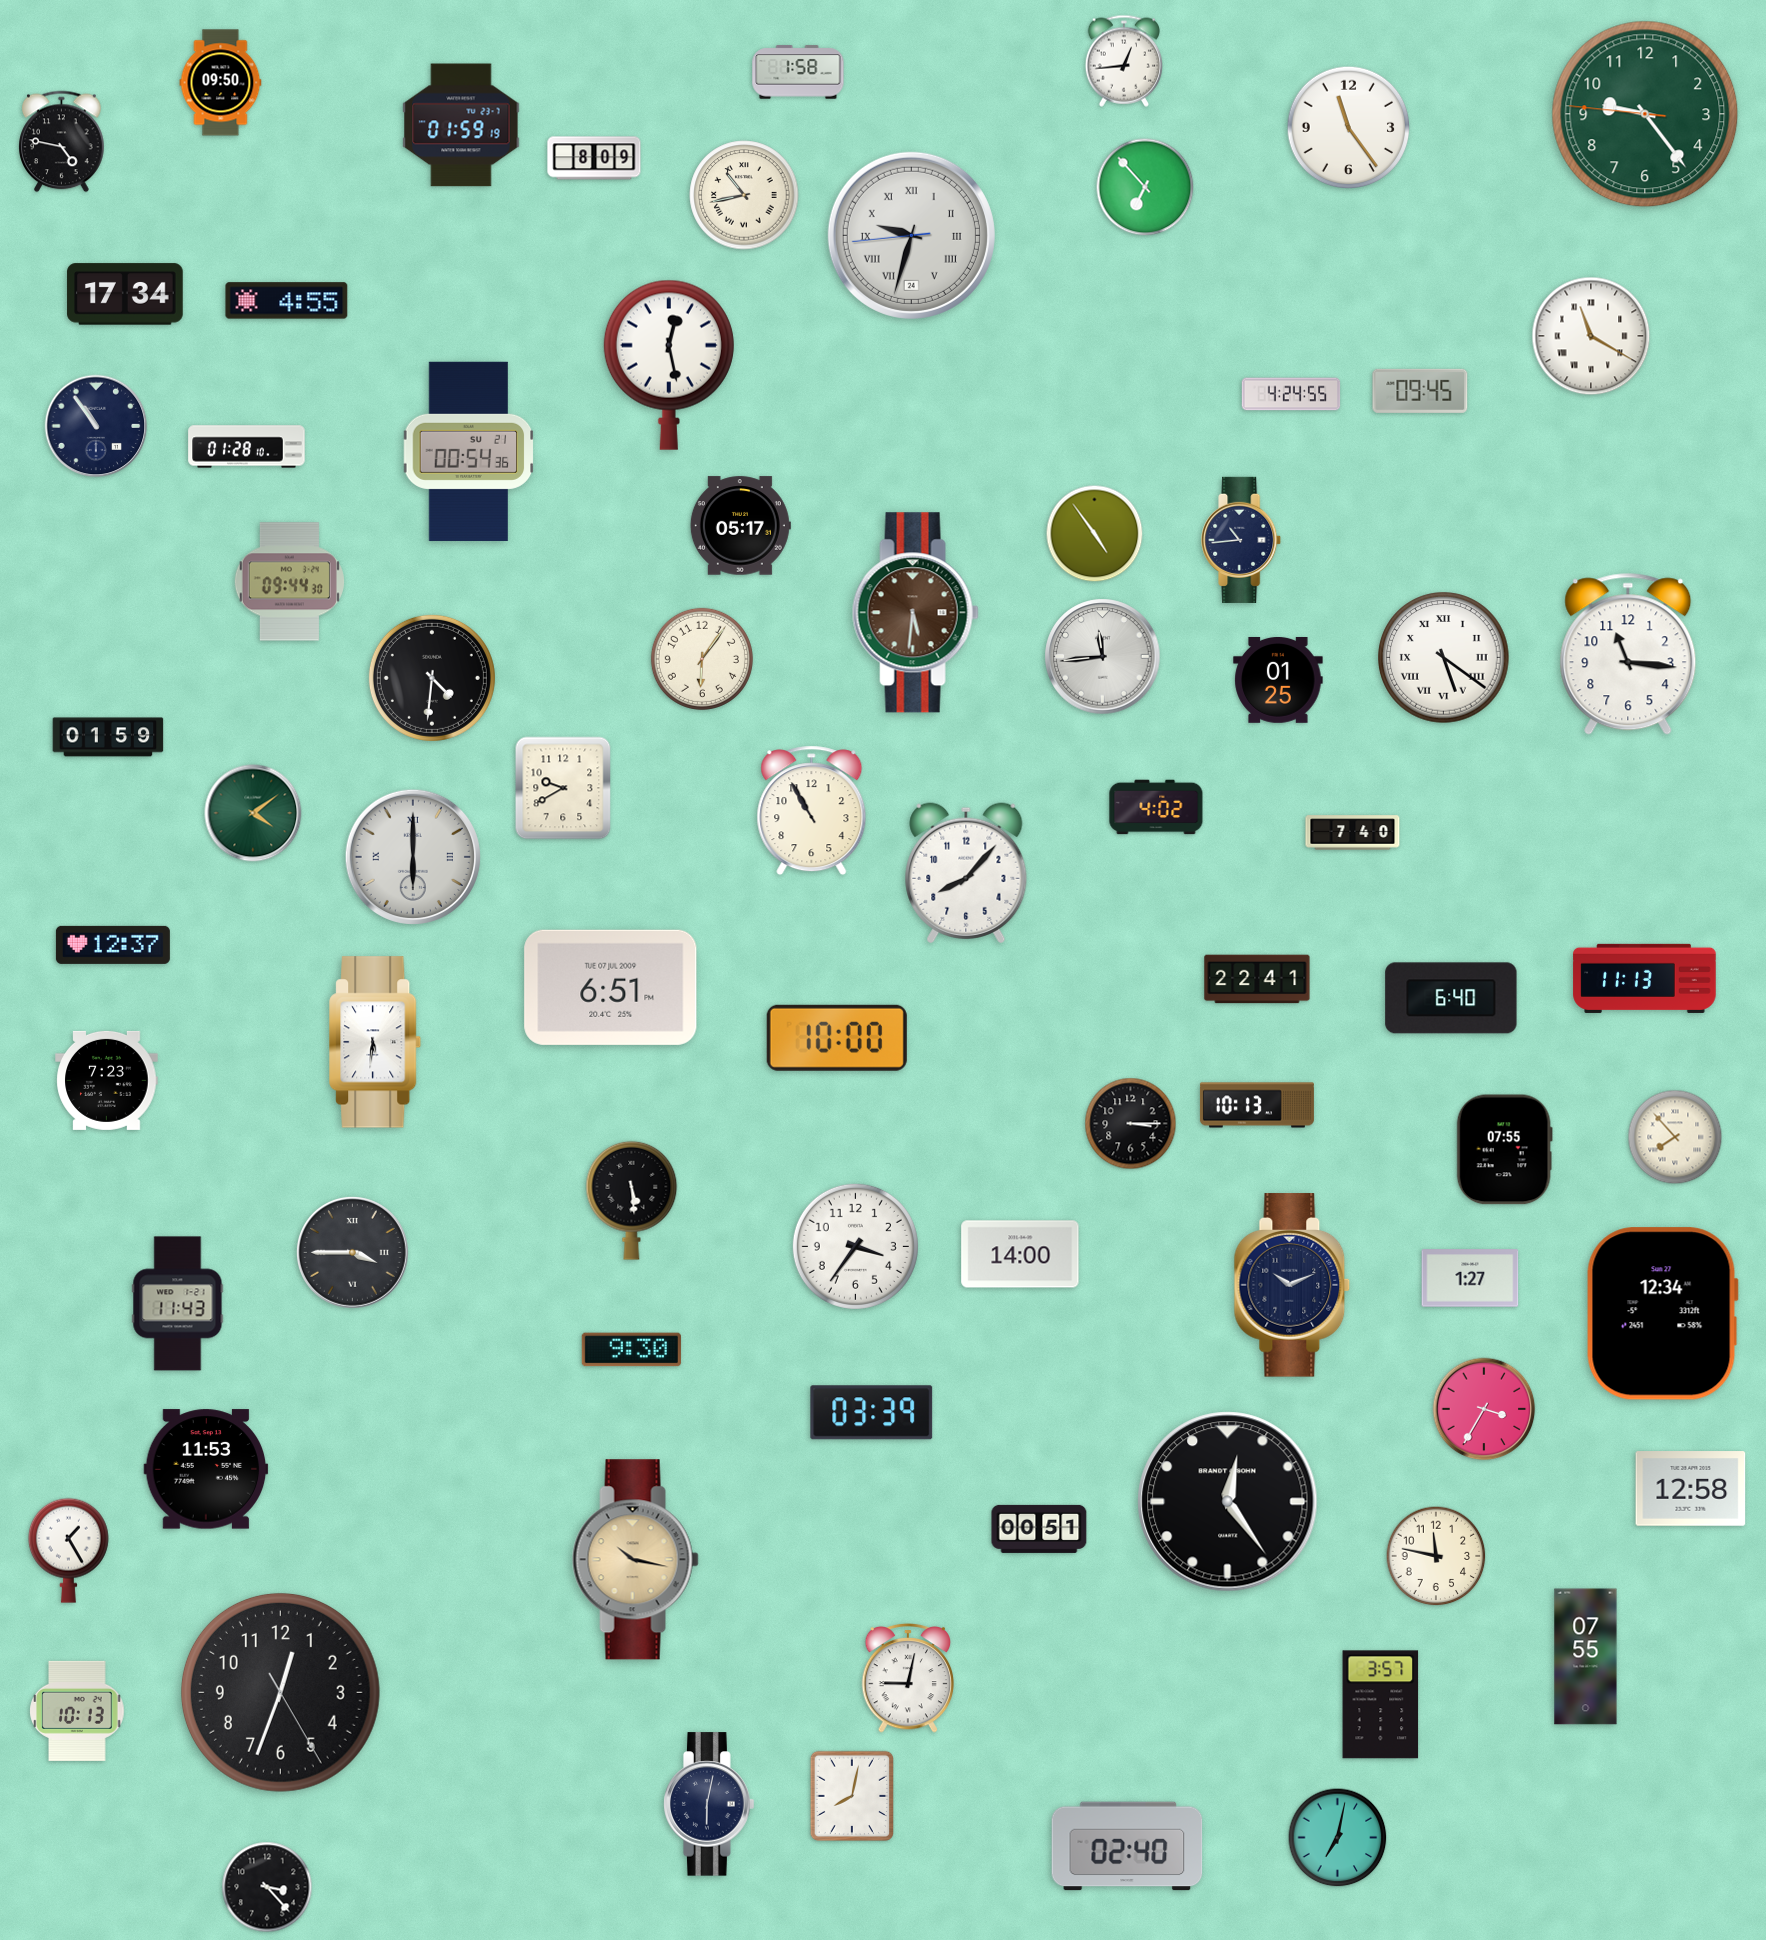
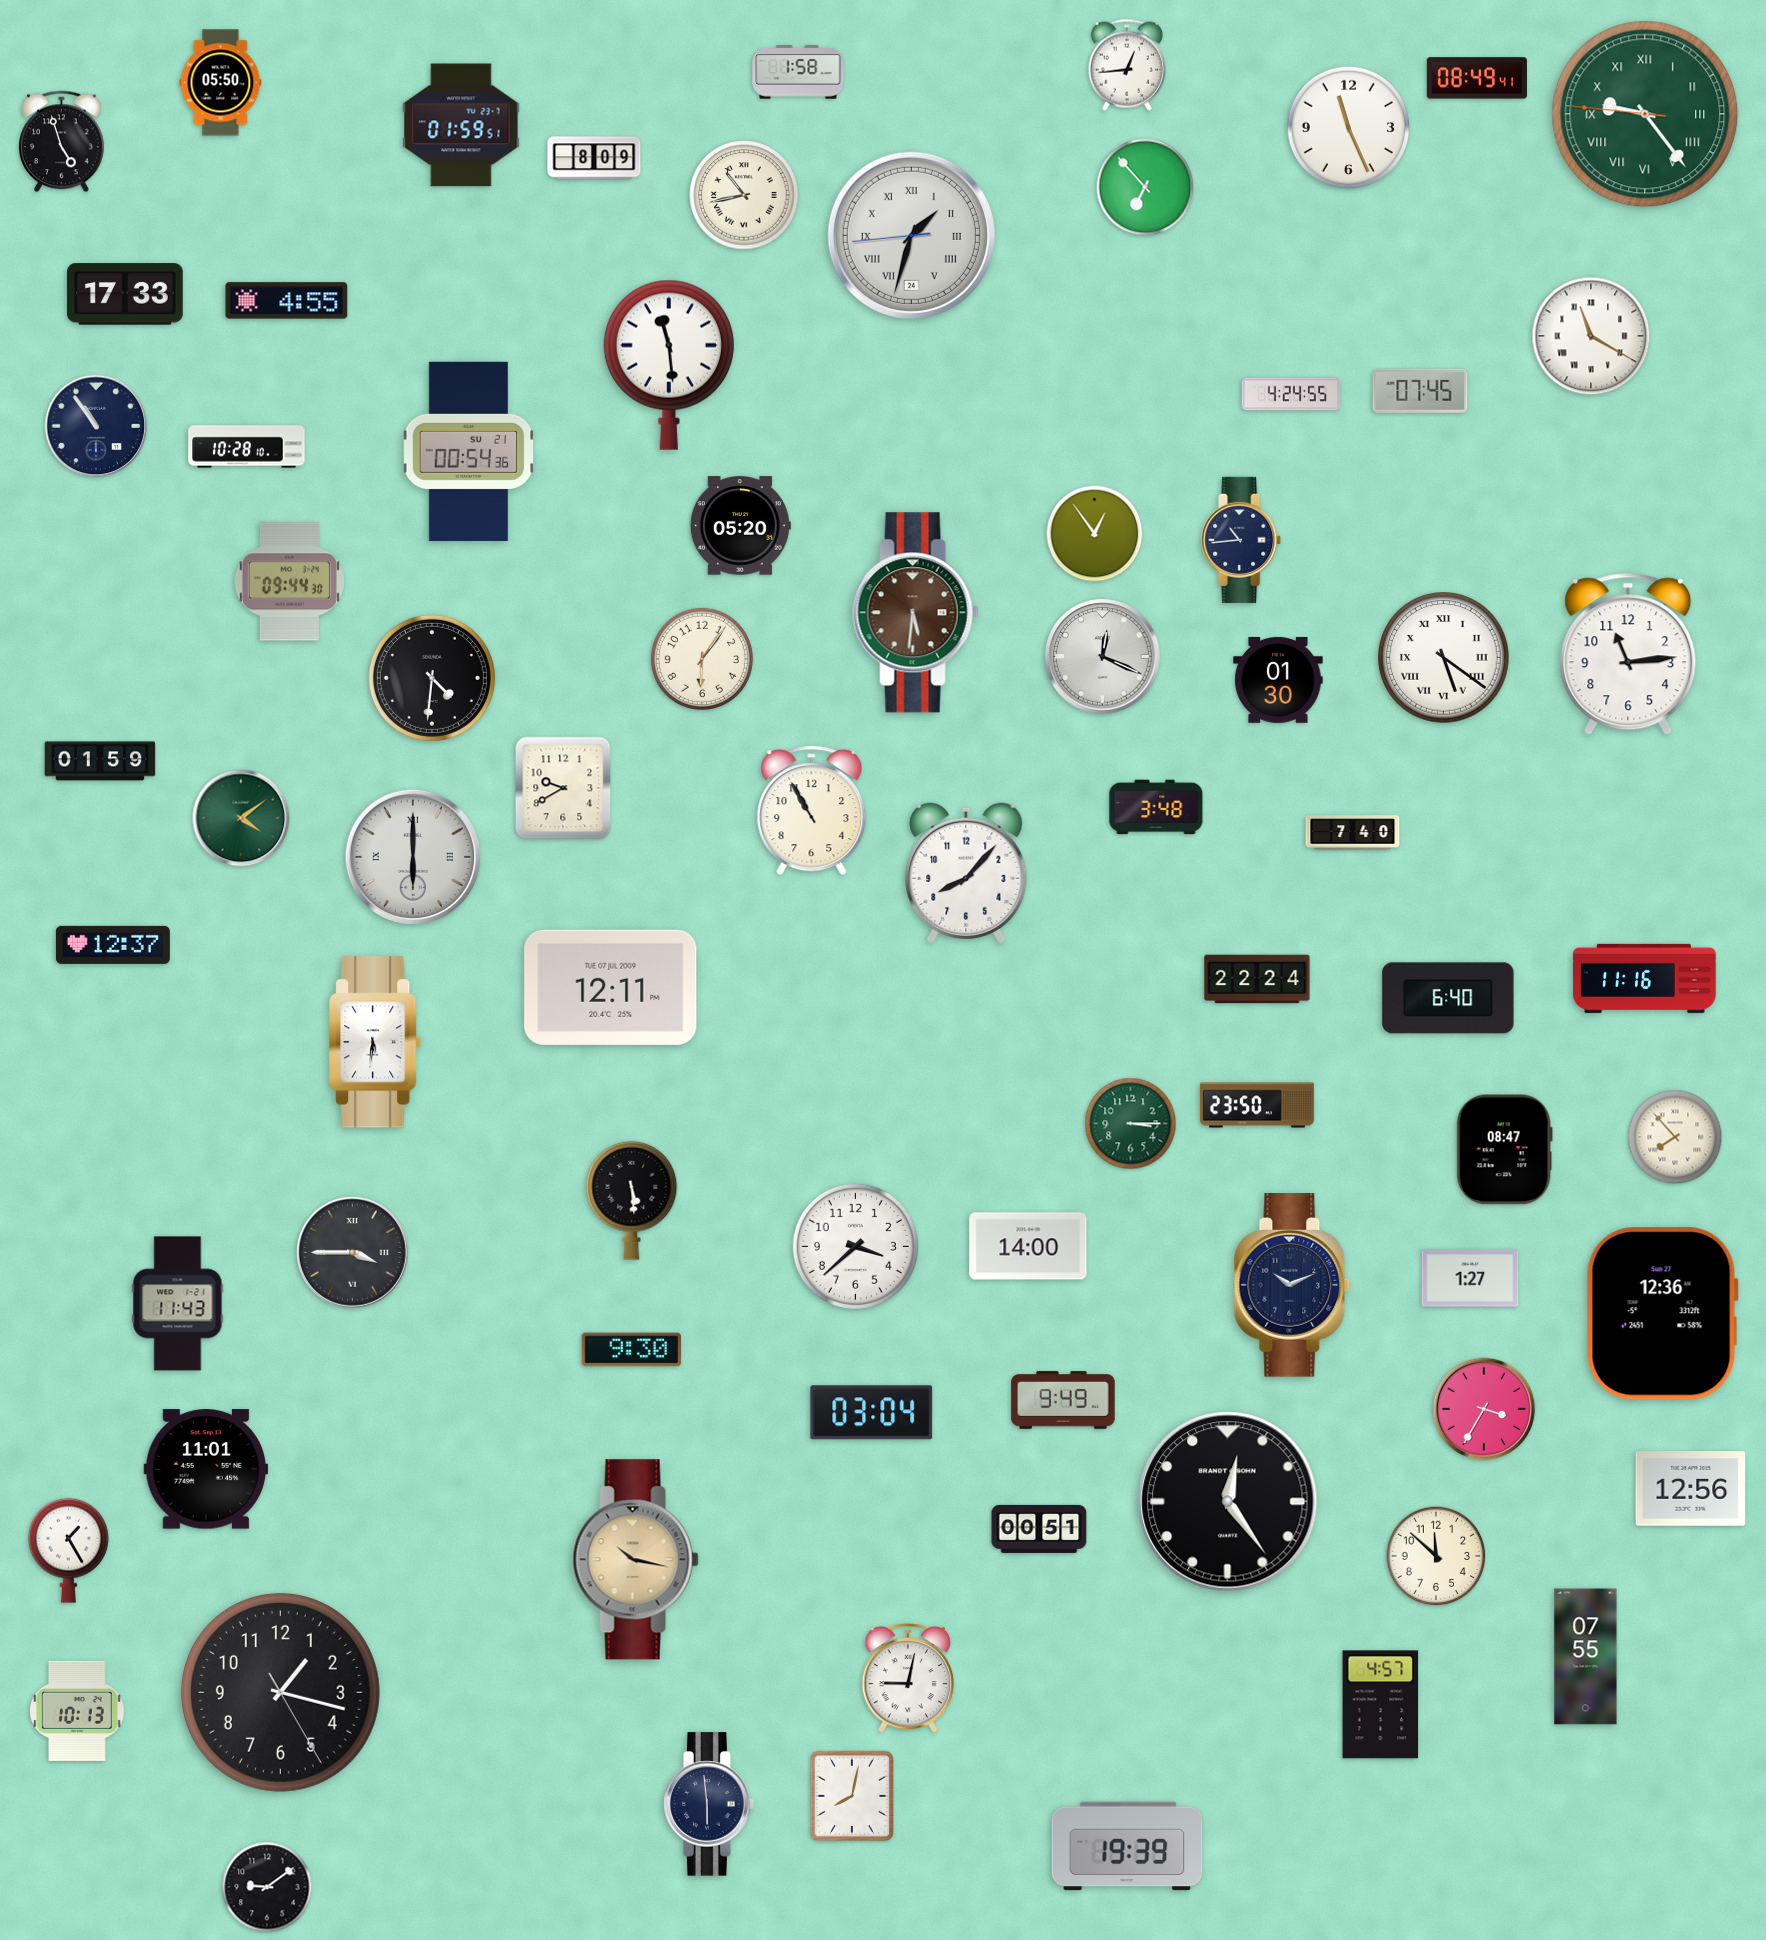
clock at (1123, 61) position: (1123, 61) -> (1126, 65)
clock at (1477, 78): none -> 08:49
clock at (221, 83): 09:50 -> 05:50
clock at (1645, 114) numerals: Arabic -> Roman
clock at (461, 125): 01:59:19 -> 01:59:51
clock at (1349, 128): 11:24 -> 11:26
clock at (62, 142): 4:47 -> 4:57
clock at (911, 235): 9:32 -> 1:32
clock at (125, 294): 17:34 -> 17:33
clock at (669, 365): 12:28 -> 11:29
clock at (1420, 391): 09:45 -> 07:45
clock at (247, 447): 01:28 -> 10:28
clock at (740, 526): 05:17 -> 05:20
clock at (1095, 534): 4:54 -> 12:54
clock at (1628, 654): 11:16 -> 11:14
clock at (1103, 657): 11:44 -> 12:19
clock at (1278, 681): 01:25 -> 01:30
clock at (108, 737) position: (108, 737) -> (100, 761)
clock at (1156, 807): 4:02 -> 3:48
clock at (253, 813) position: (253, 813) -> (241, 818)
clock at (1645, 978): 11:13 -> 11:16
clock at (1257, 979): 22:41 -> 22:24
clock at (611, 987): 6:51 -> 12:11
clock at (1451, 998) position: (1451, 998) -> (1448, 998)
clock at (837, 1038): 10:00 -> none
clock at (107, 1080): 7:23 -> none
clock at (1257, 1105): 10:13 -> 23:50
clock at (1131, 1124) dial: black -> green
clock at (1504, 1150): 07:55 -> 08:47
clock at (855, 1246): 3:36 -> 3:38
clock at (1020, 1254) position: (1020, 1254) -> (1028, 1246)
clock at (1662, 1314): 12:34 -> 12:36
clock at (1063, 1400): none -> 9:49
clock at (872, 1413): 03:39 -> 03:04
clock at (206, 1469): 11:53 -> 11:01
clock at (1691, 1489): 12:58 -> 12:56
clock at (1436, 1556): 11:47 -> 11:52
clock at (280, 1692): 12:33 -> 1:17
clock at (1381, 1705): 3:57 -> 4:57
clock at (709, 1804): 6:02 -> 5:59
clock at (1338, 1838): 7:02 -> none
clock at (1127, 1846): 02:40 -> 19:39
clock at (267, 1887): 3:23 -> 9:09
